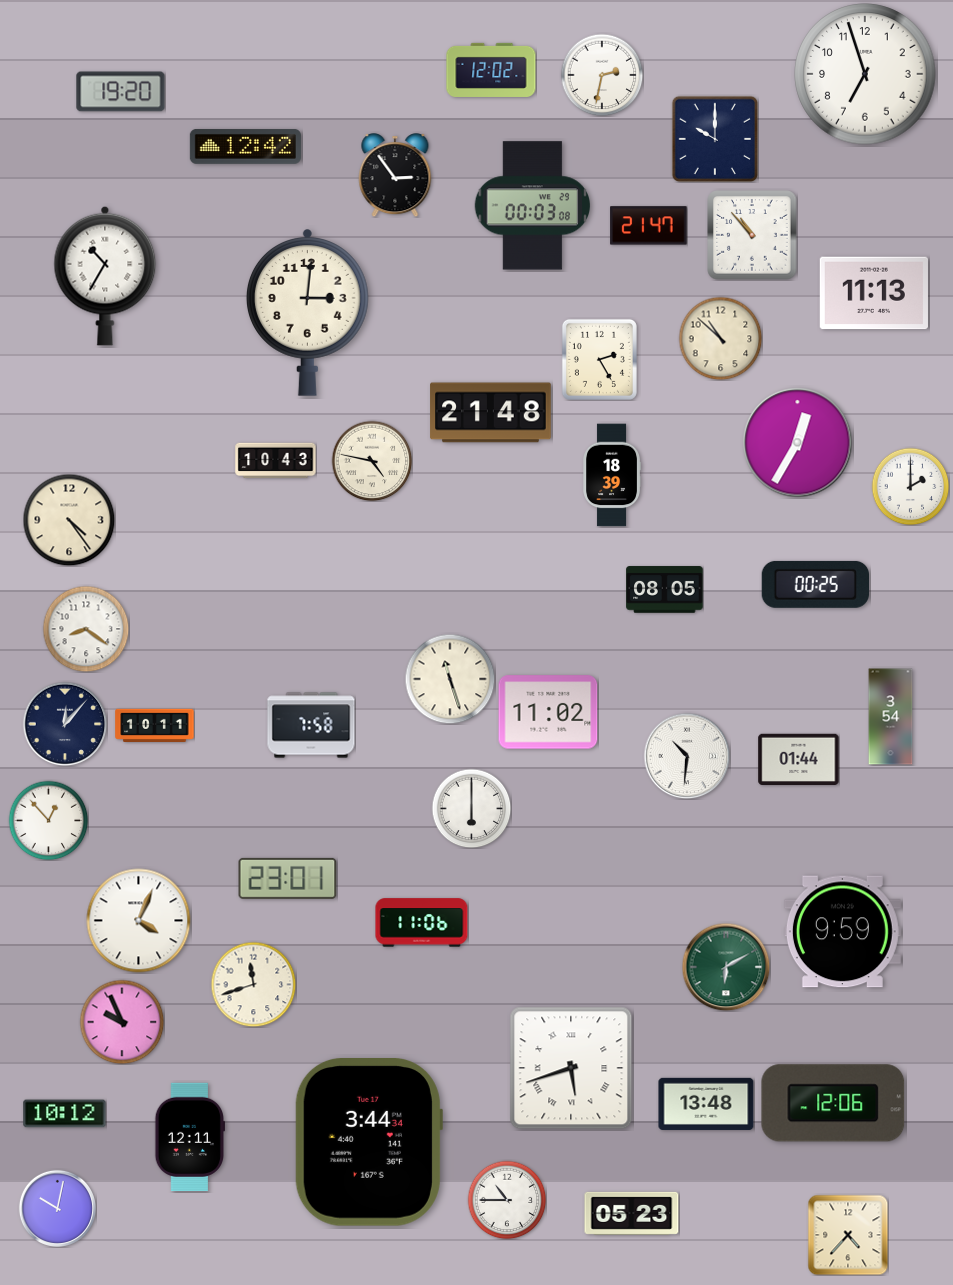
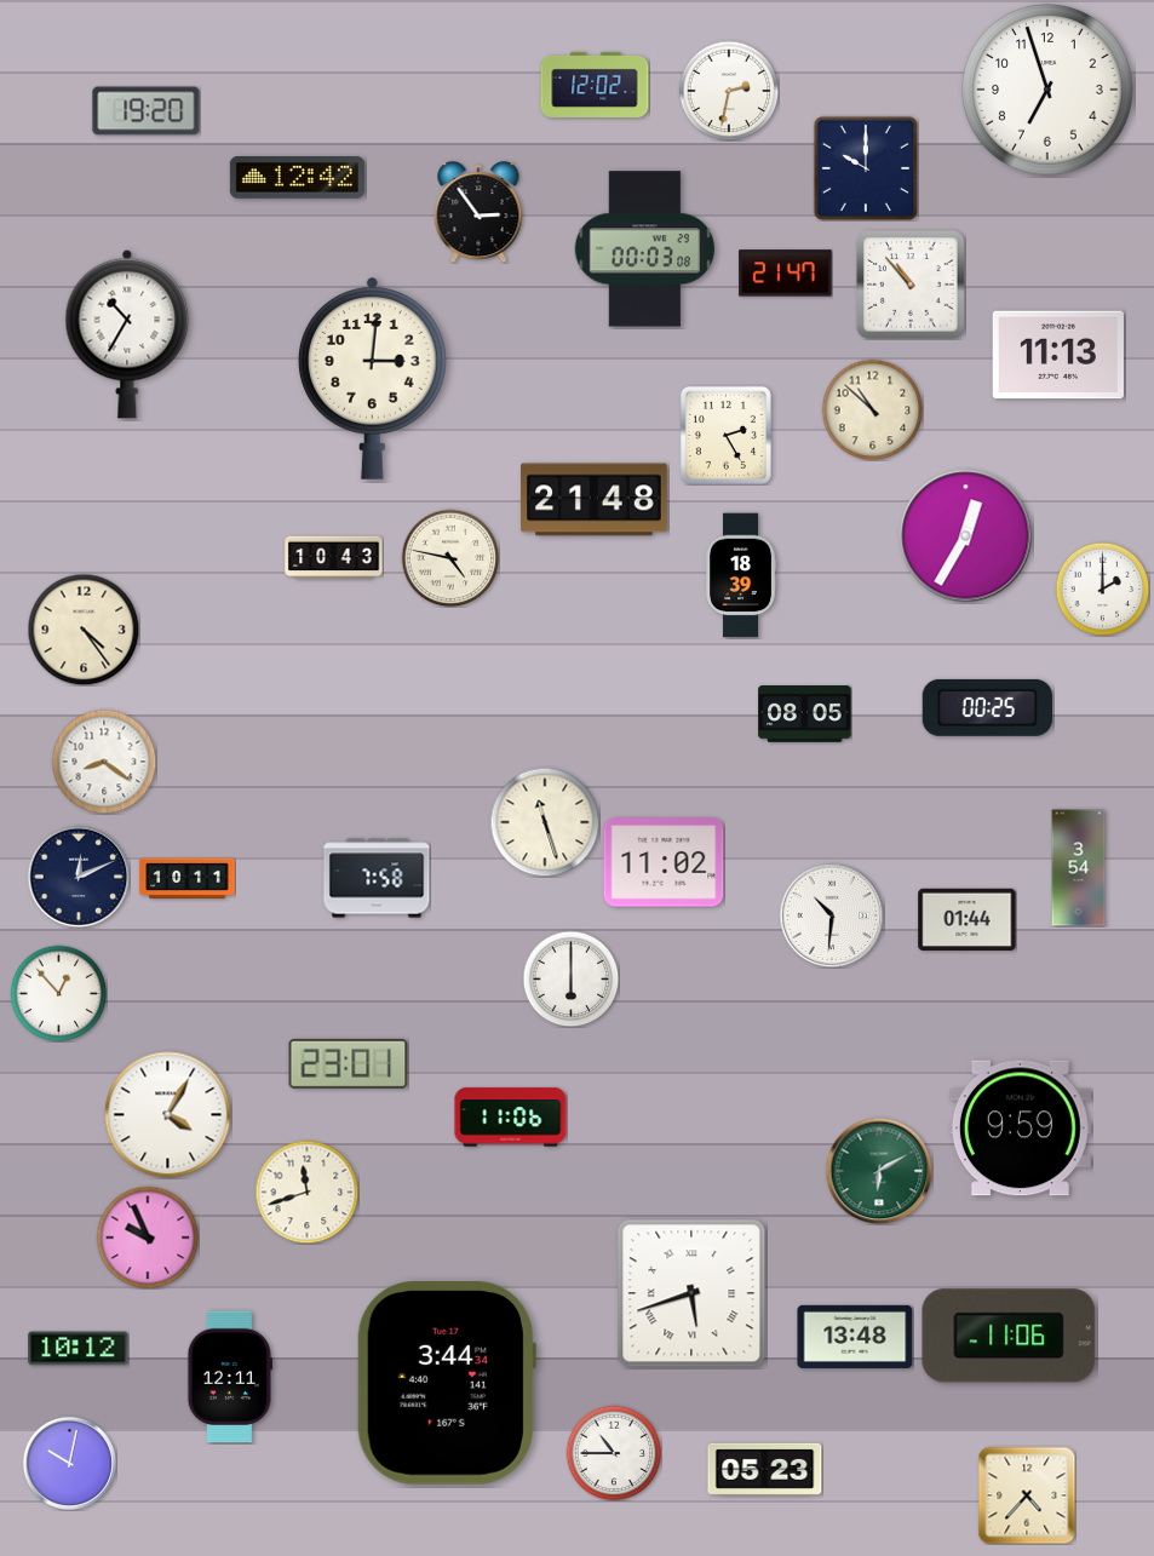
clock at (65, 724): 12:07 -> 12:11
clock at (139, 921): 4:04 -> 4:05
clock at (833, 1103): 12:06 -> 11:06
